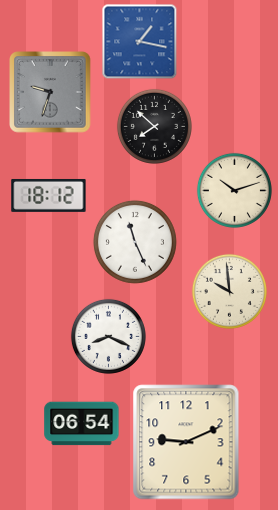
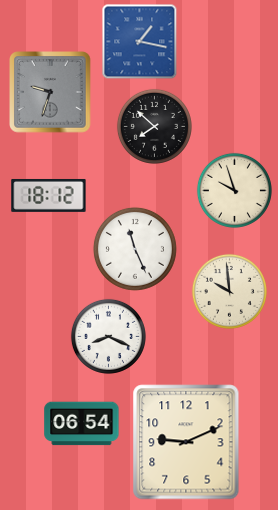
clock at (234, 190): 10:12 -> 9:57
clock at (135, 242) position: (135, 242) -> (135, 249)
